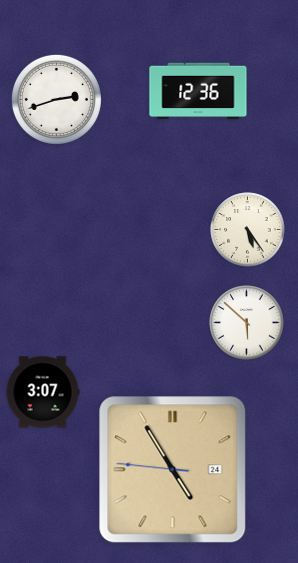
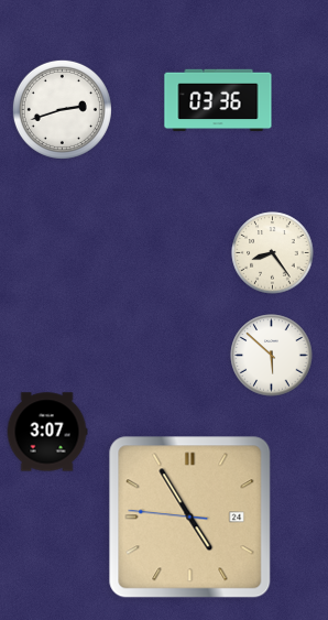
clock at (198, 91): 12:36 -> 03:36
clock at (248, 230): 5:24 -> 8:24
